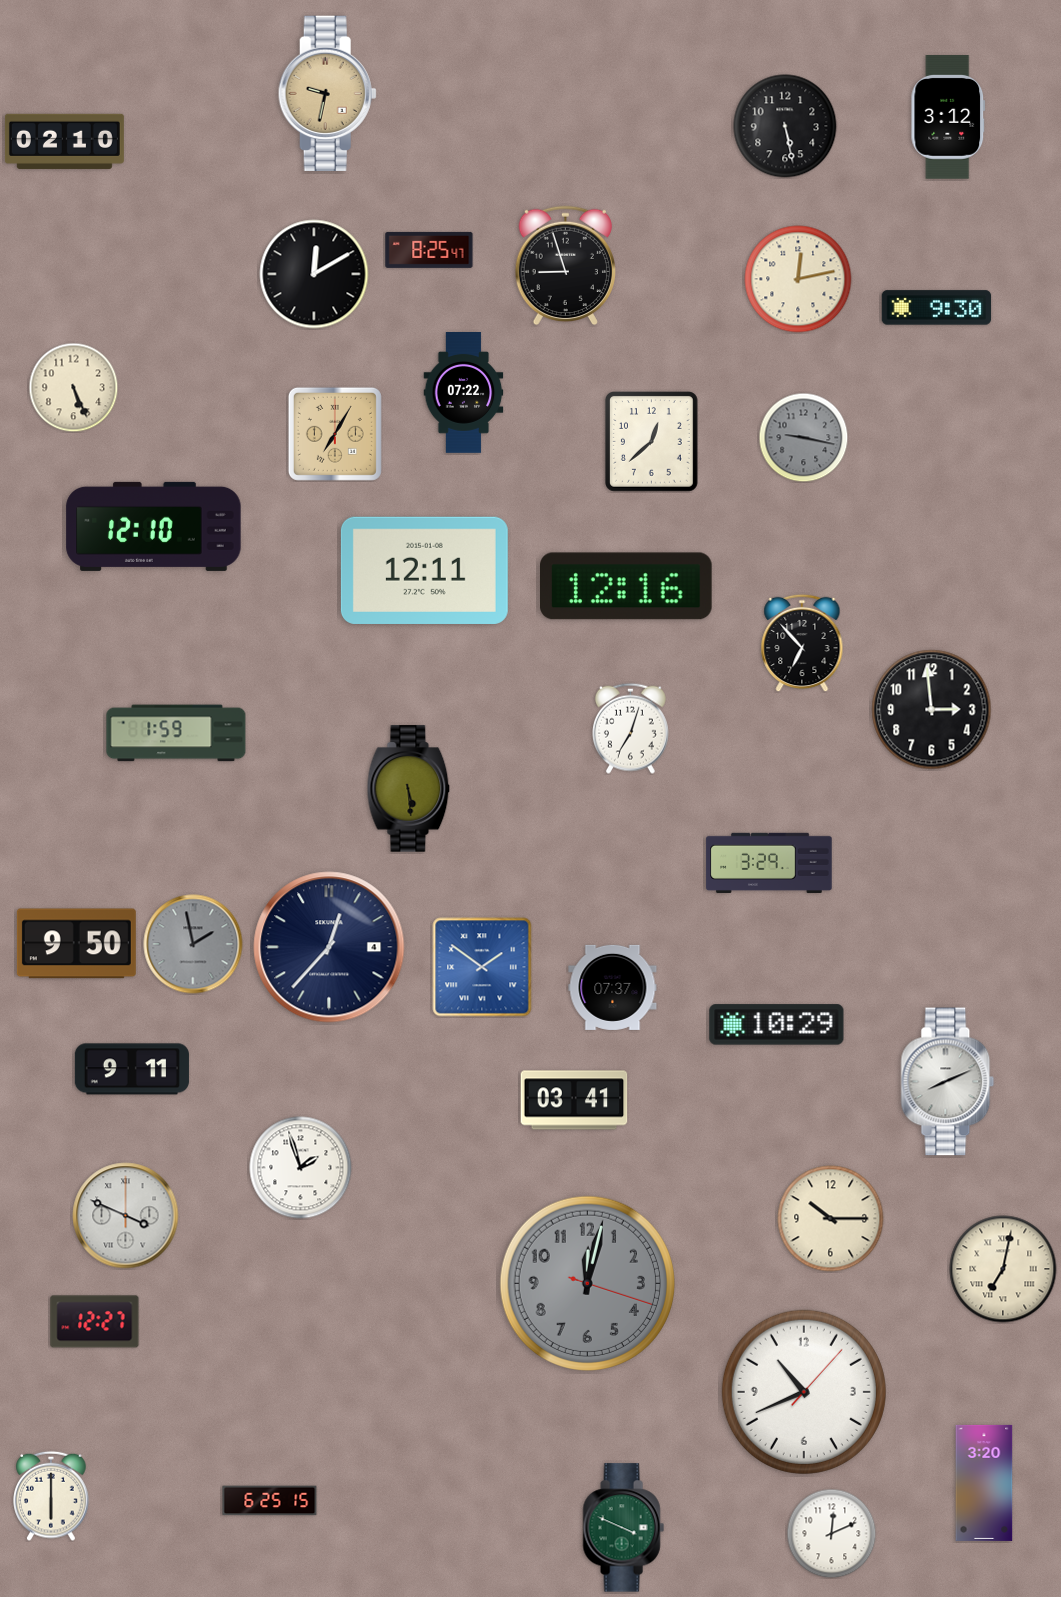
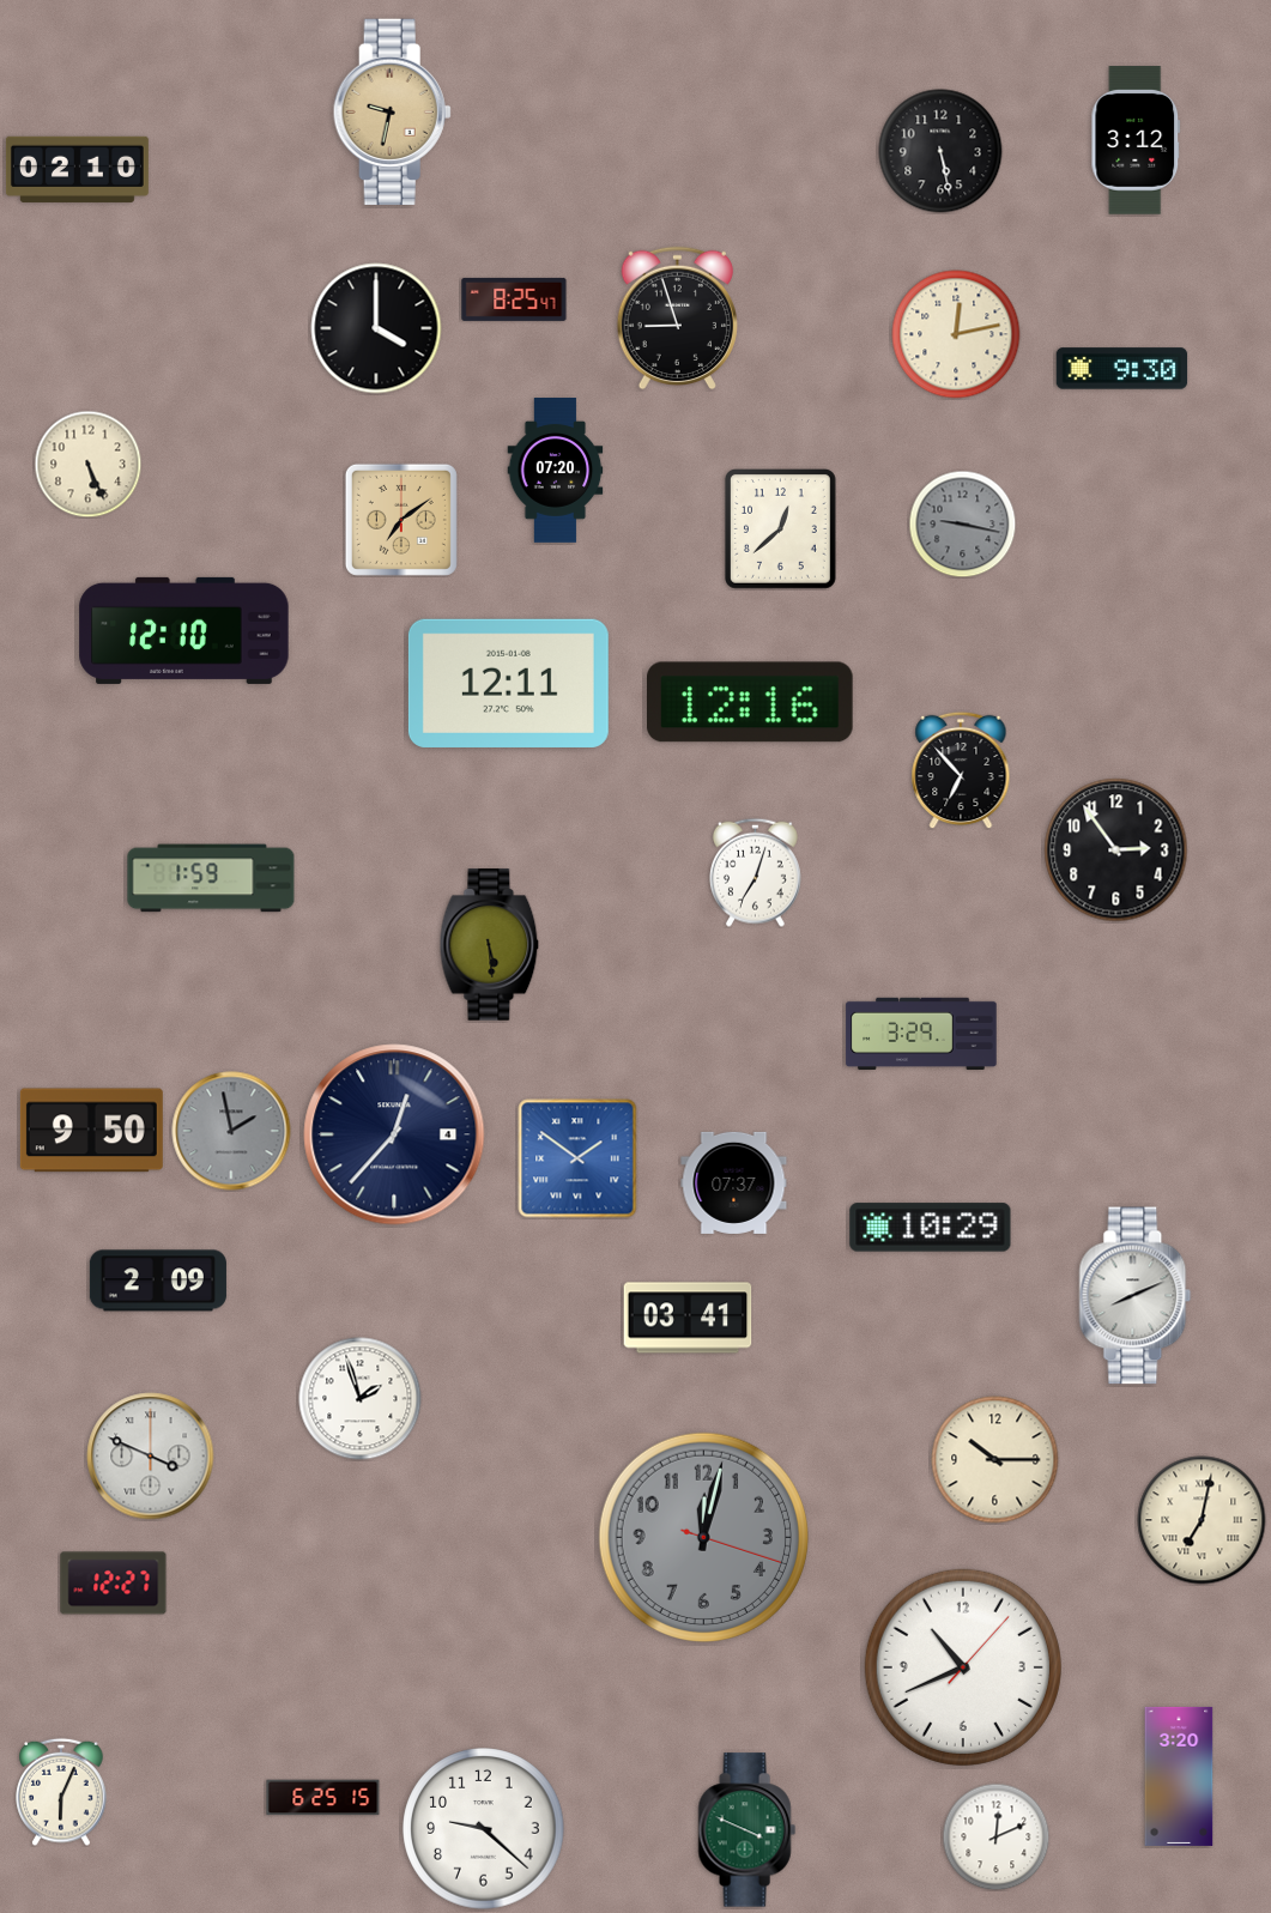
clock at (314, 274): 12:10 -> 4:00
clock at (464, 393): 07:22 -> 07:20
clock at (335, 434): 7:05 -> 7:09
clock at (932, 710): 2:59 -> 2:54
clock at (132, 1069): 9:11 -> 2:09
clock at (51, 1496): 6:00 -> 6:04
clock at (484, 1829): none -> 9:22
